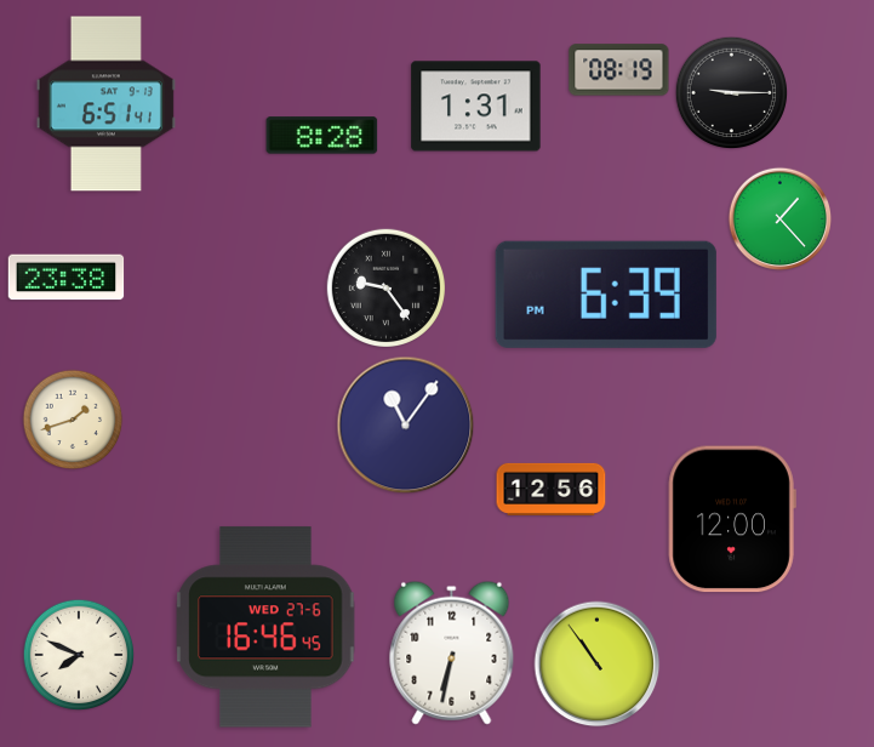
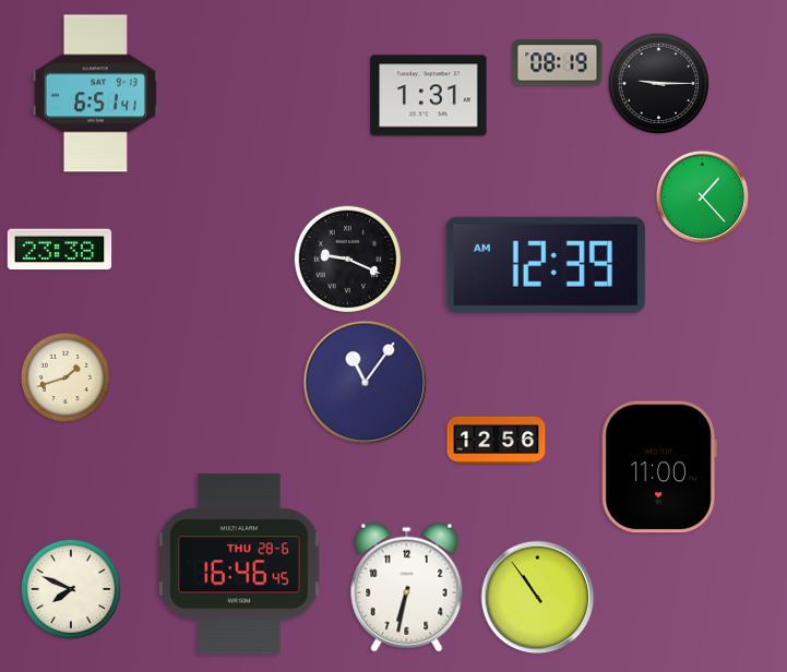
clock at (322, 136): 8:28 -> none
clock at (385, 287): 9:24 -> 9:19
clock at (606, 295): 6:39 -> 12:39
clock at (732, 519): 12:00 -> 11:00
clock at (265, 627) date: WED 27-6 -> THU 28-6
